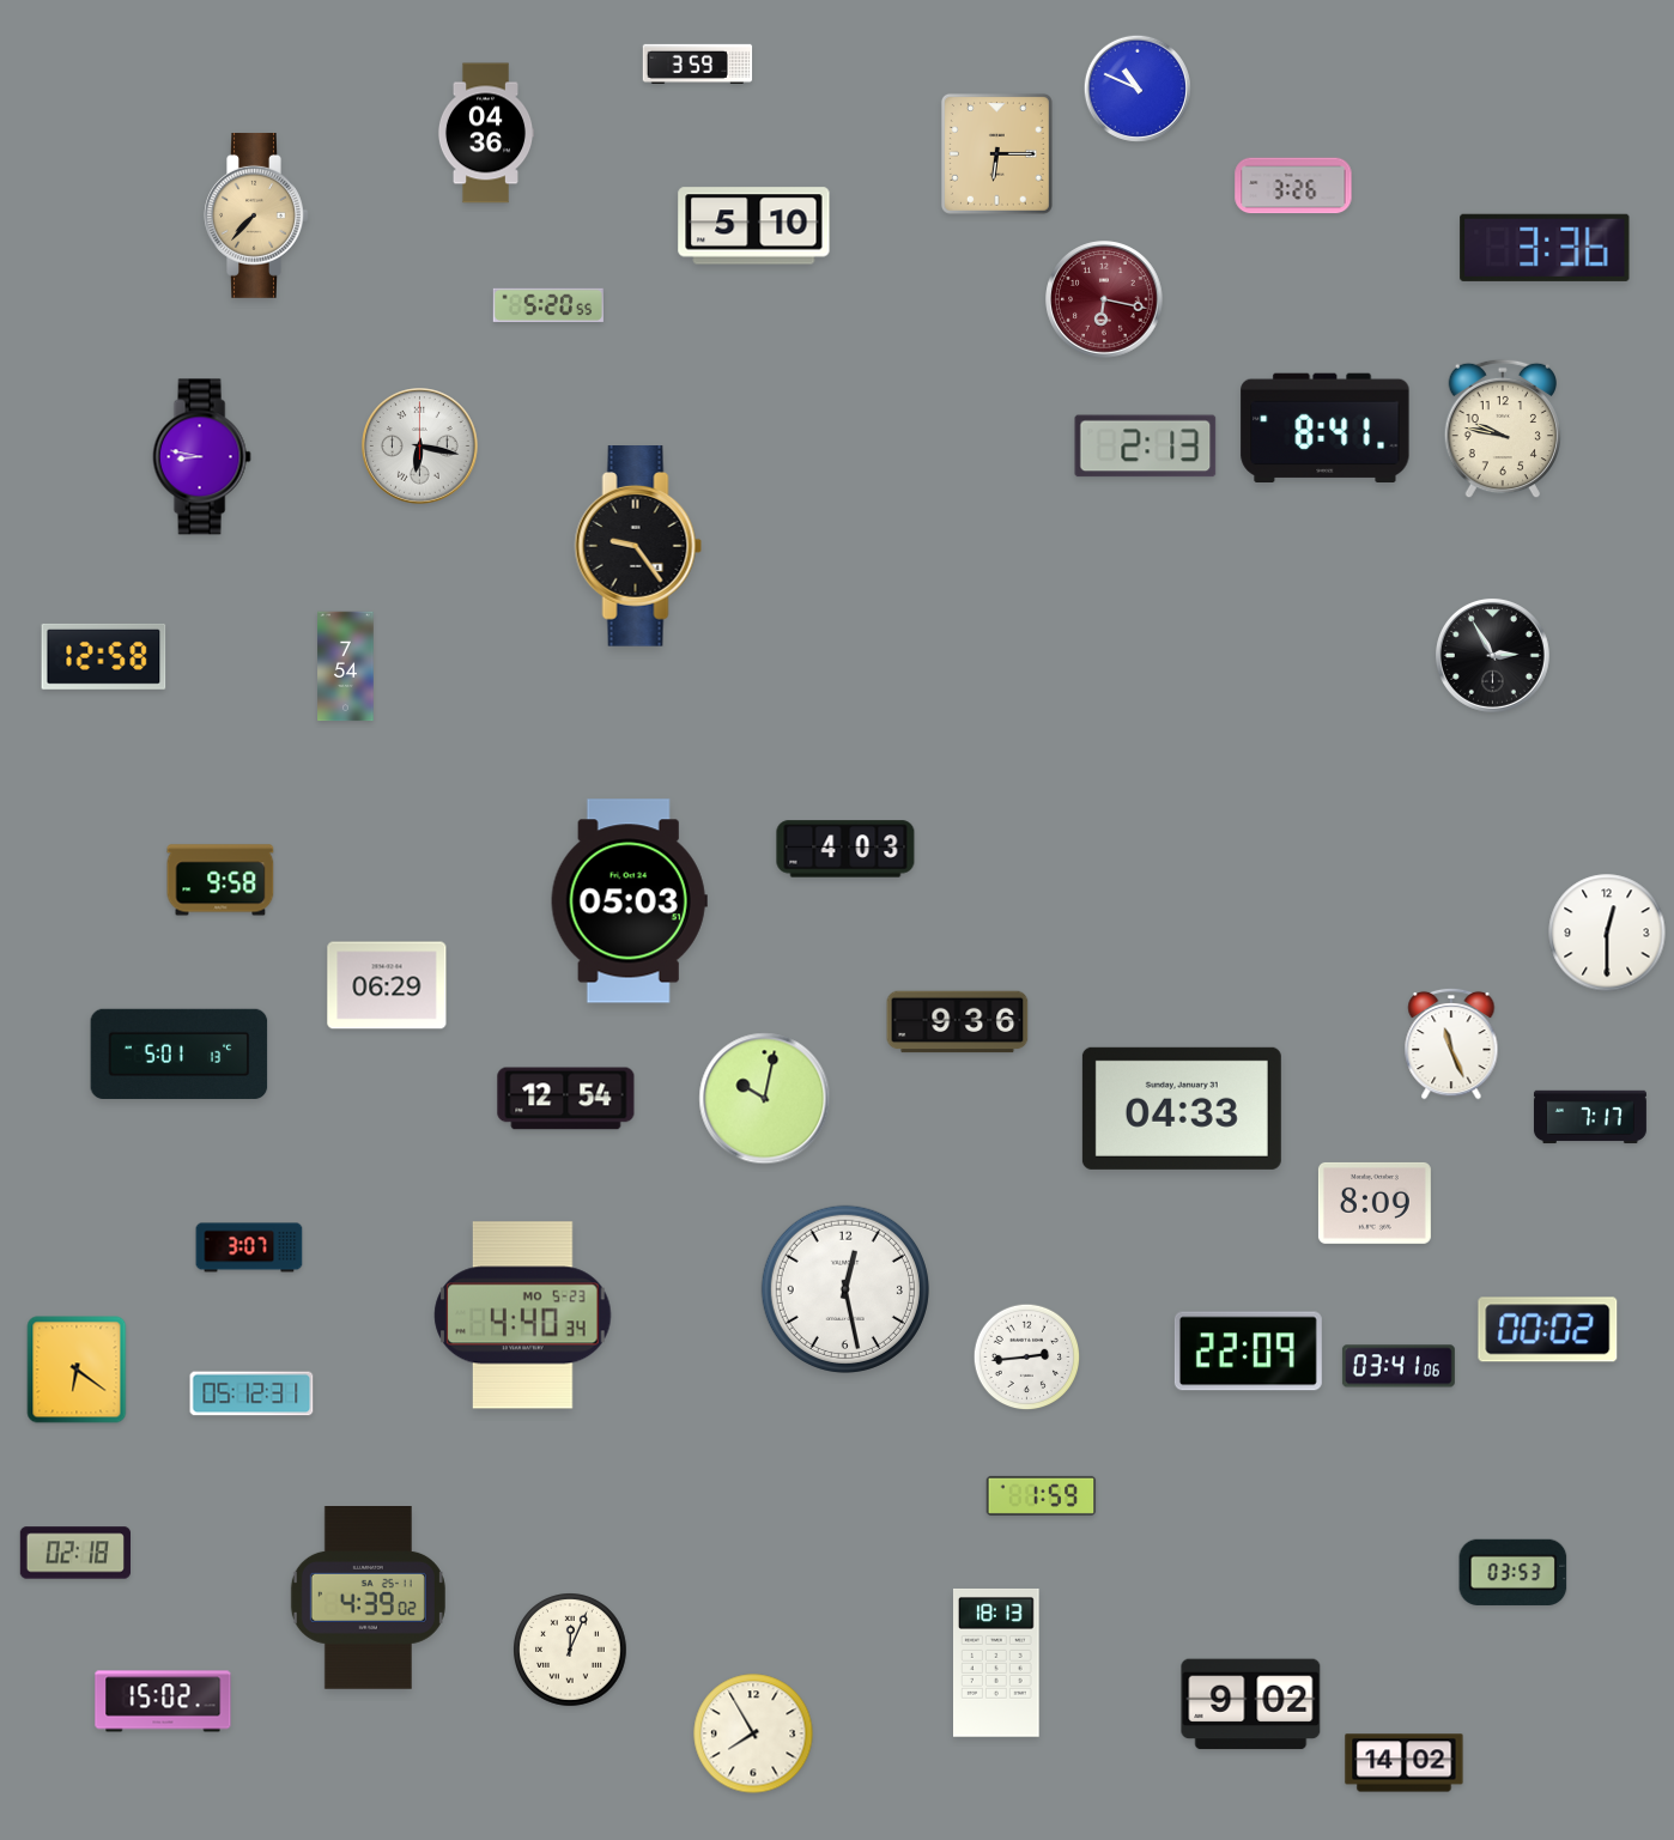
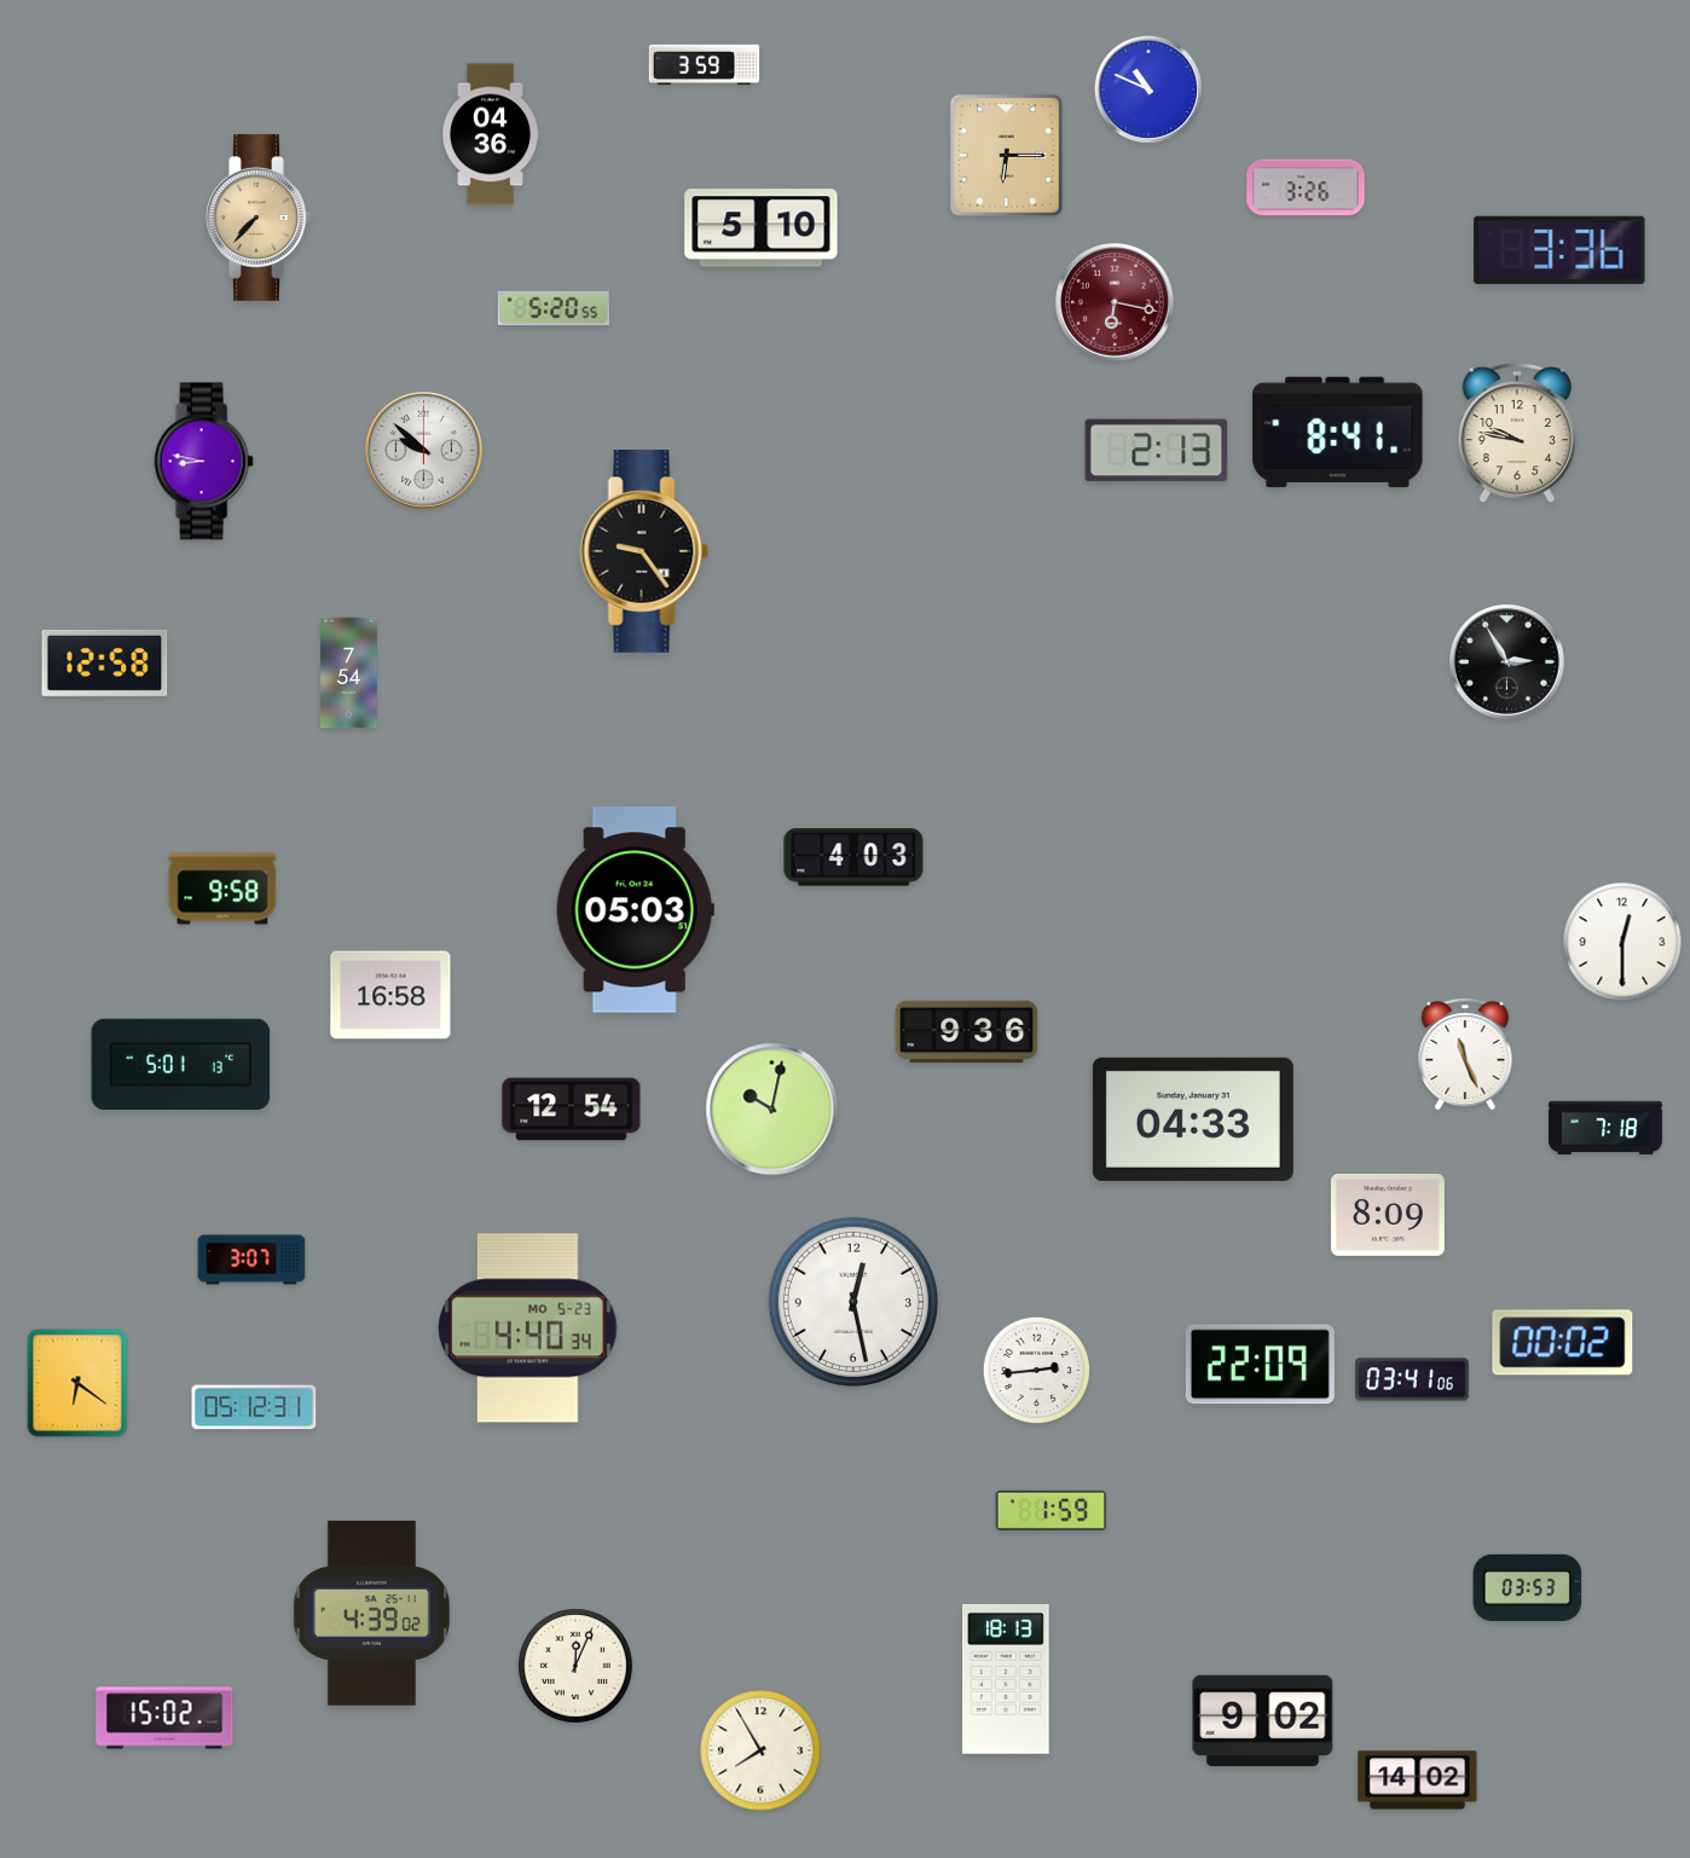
clock at (420, 447): 6:17 -> 9:52
clock at (387, 985): 06:29 -> 16:58
clock at (1590, 1117): 7:17 -> 7:18
clock at (74, 1553): 02:18 -> none
